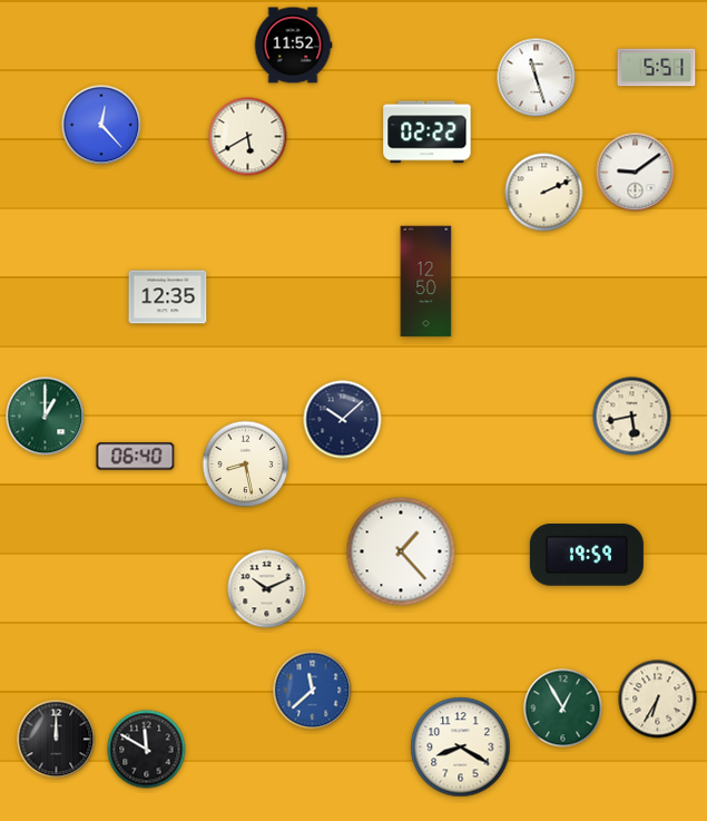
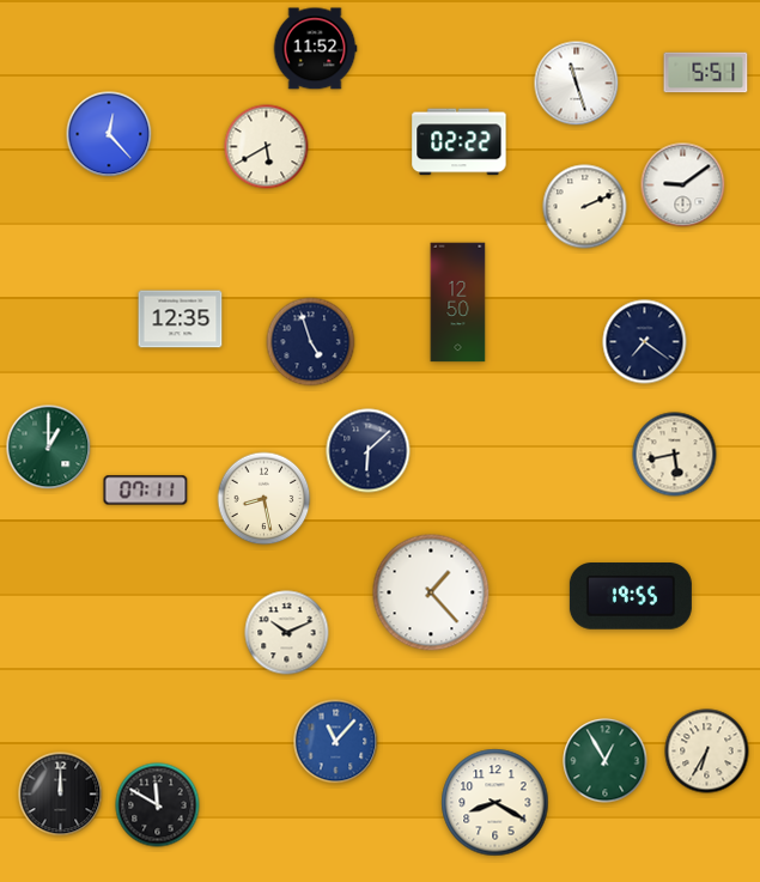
clock at (311, 342): none -> 4:57
clock at (645, 342): none -> 7:21
clock at (632, 417) position: (632, 417) -> (675, 455)
clock at (343, 420): 10:08 -> 6:08
clock at (136, 457): 06:40 -> 07:11
clock at (587, 555): 19:59 -> 19:55
clock at (313, 691): 11:38 -> 11:07
